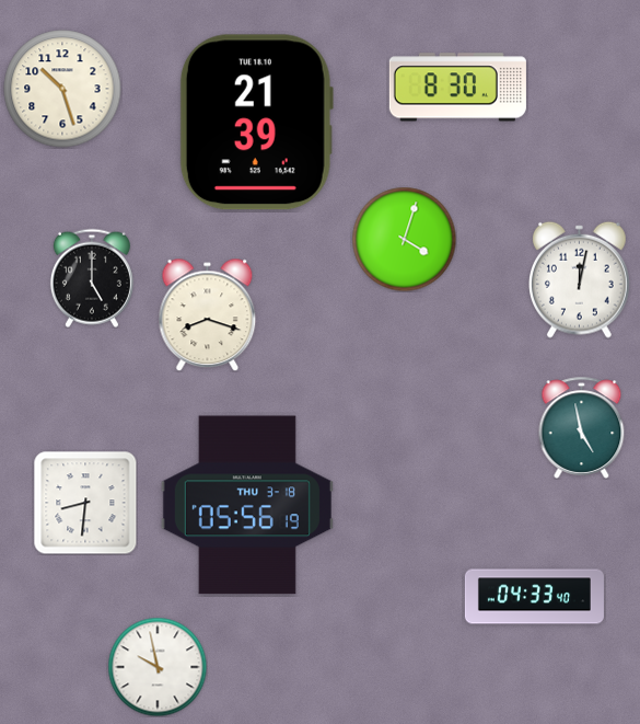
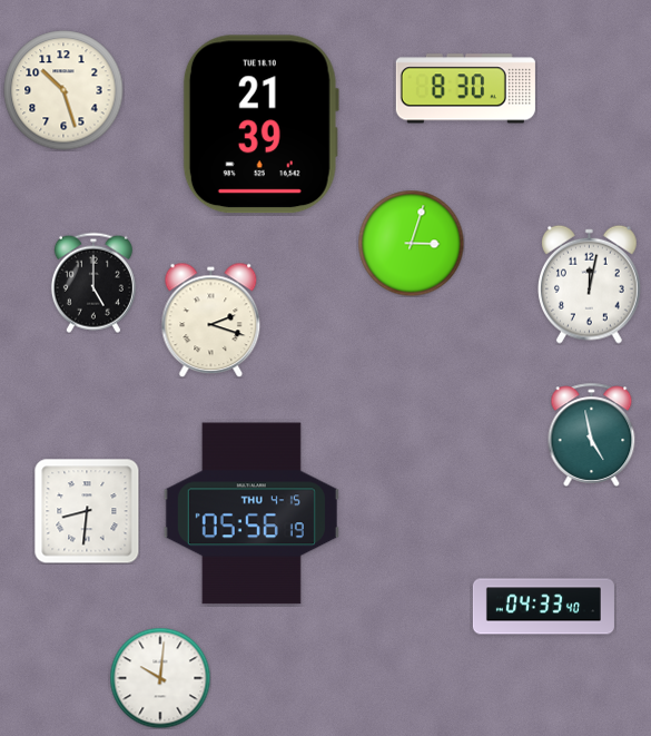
clock at (404, 239): 4:03 -> 3:03
clock at (208, 314): 8:18 -> 2:18
clock at (247, 505) date: THU 3-18 -> THU 4-15
clock at (158, 667): 9:58 -> 10:01
